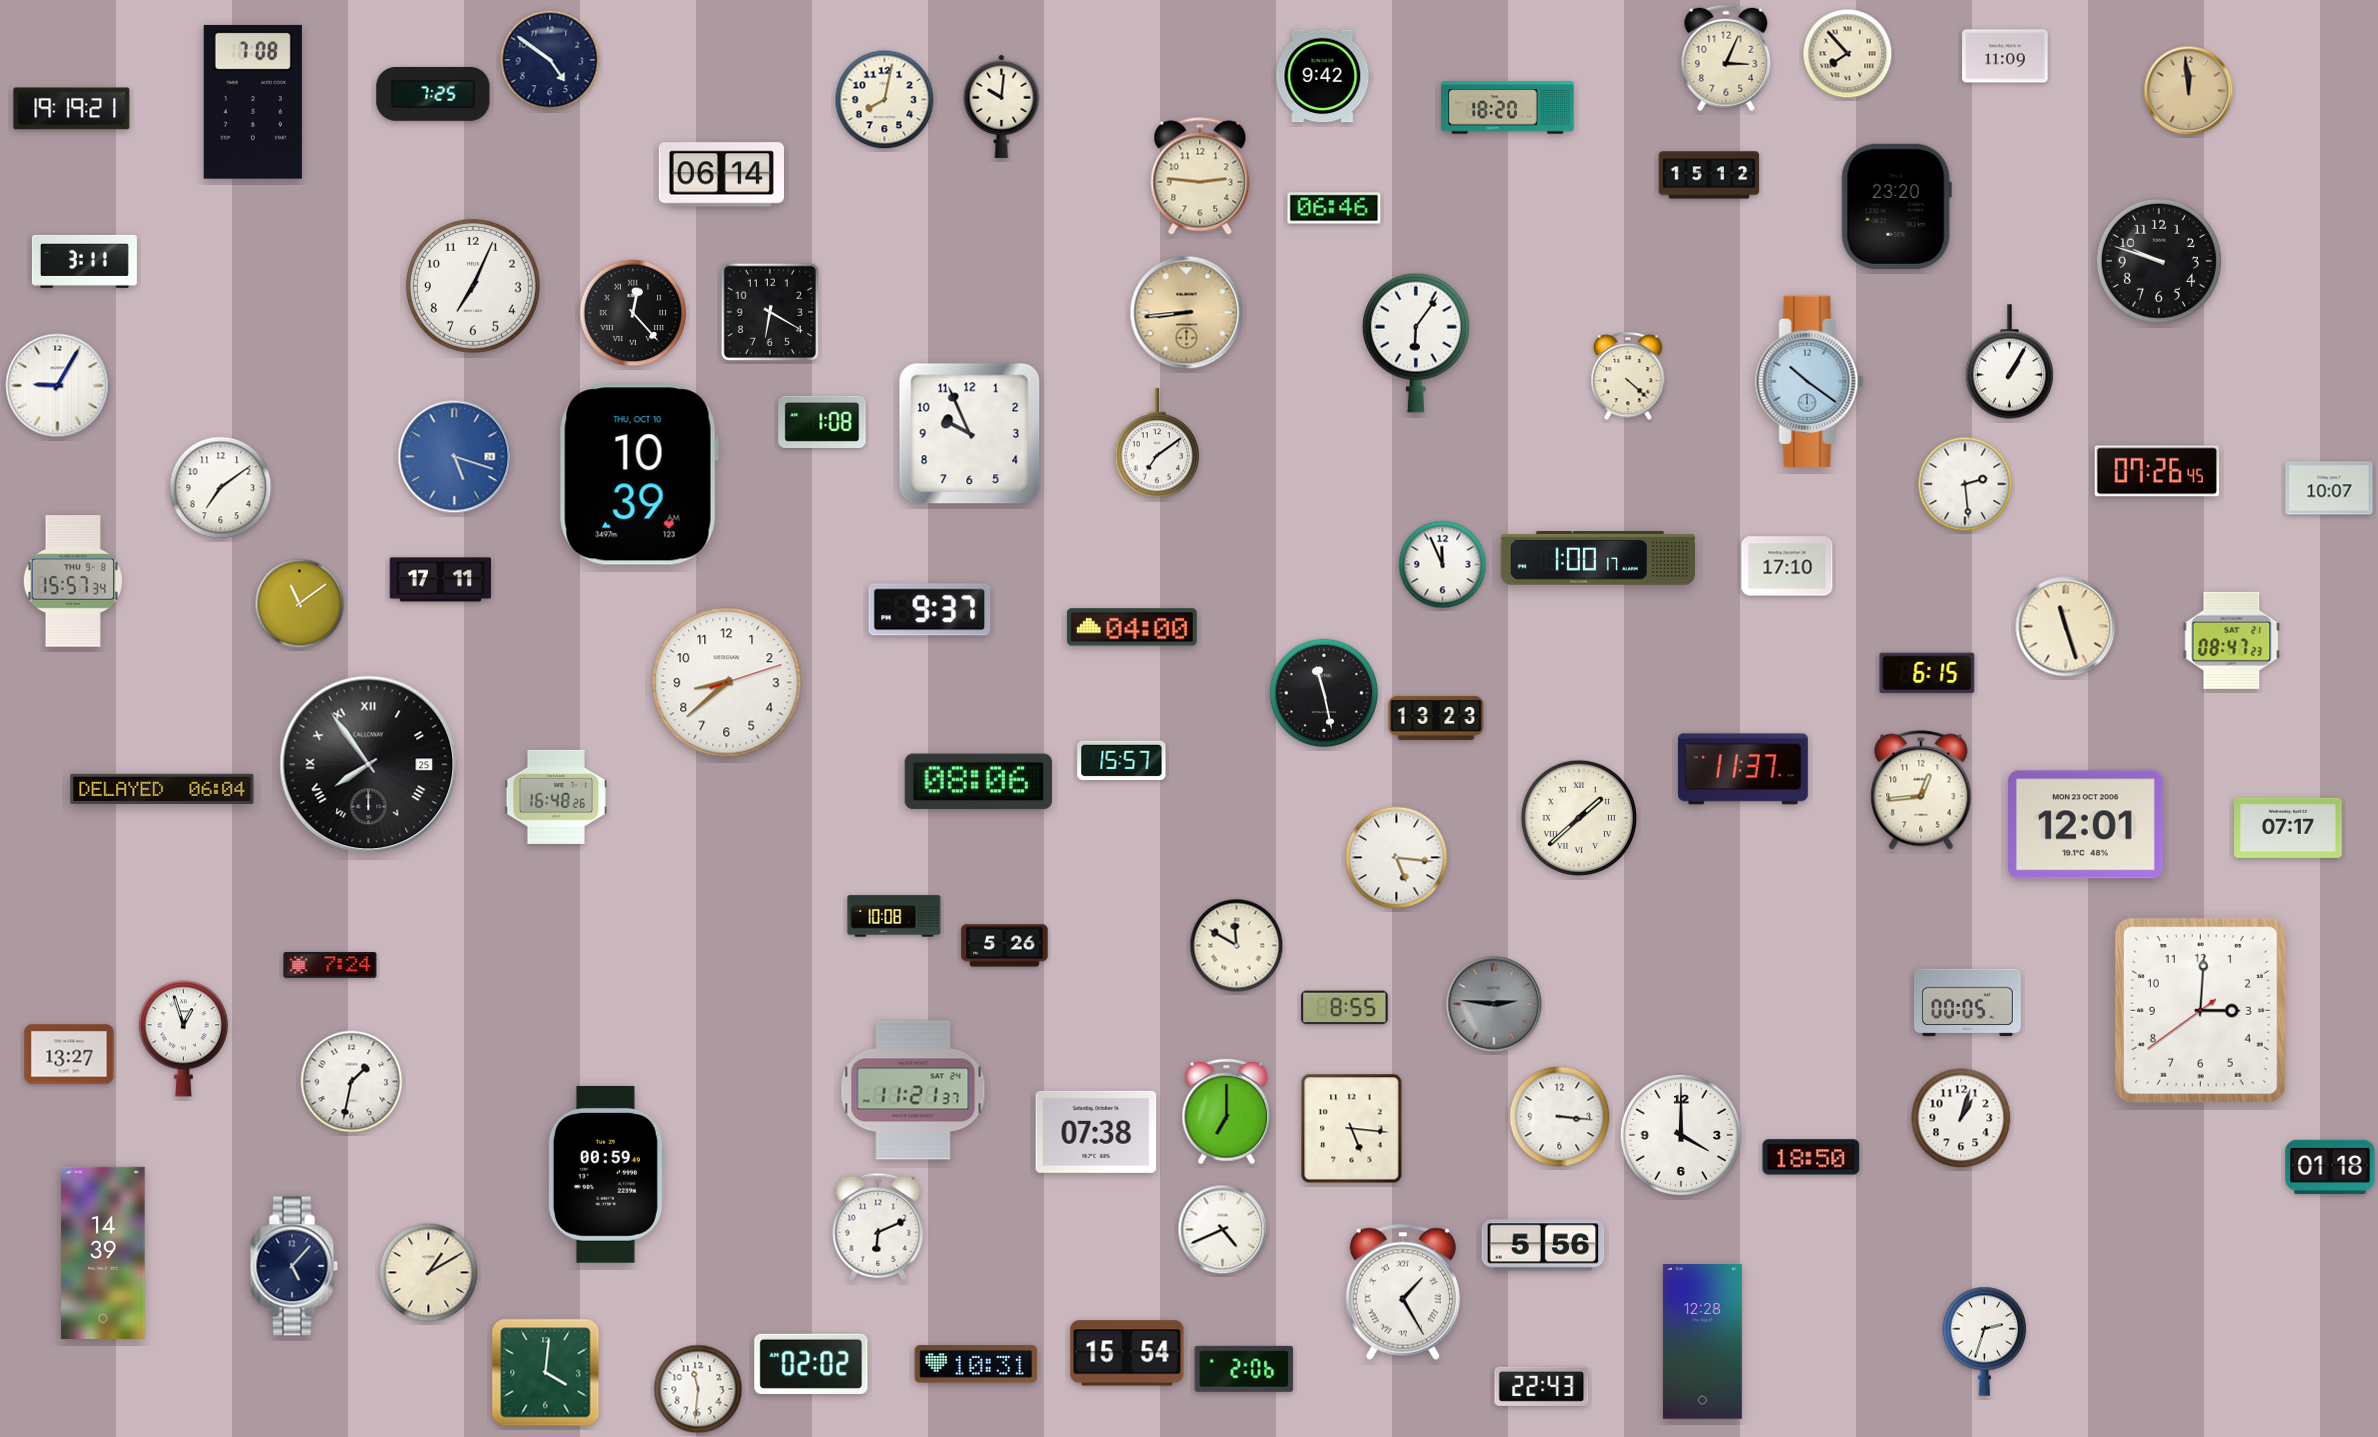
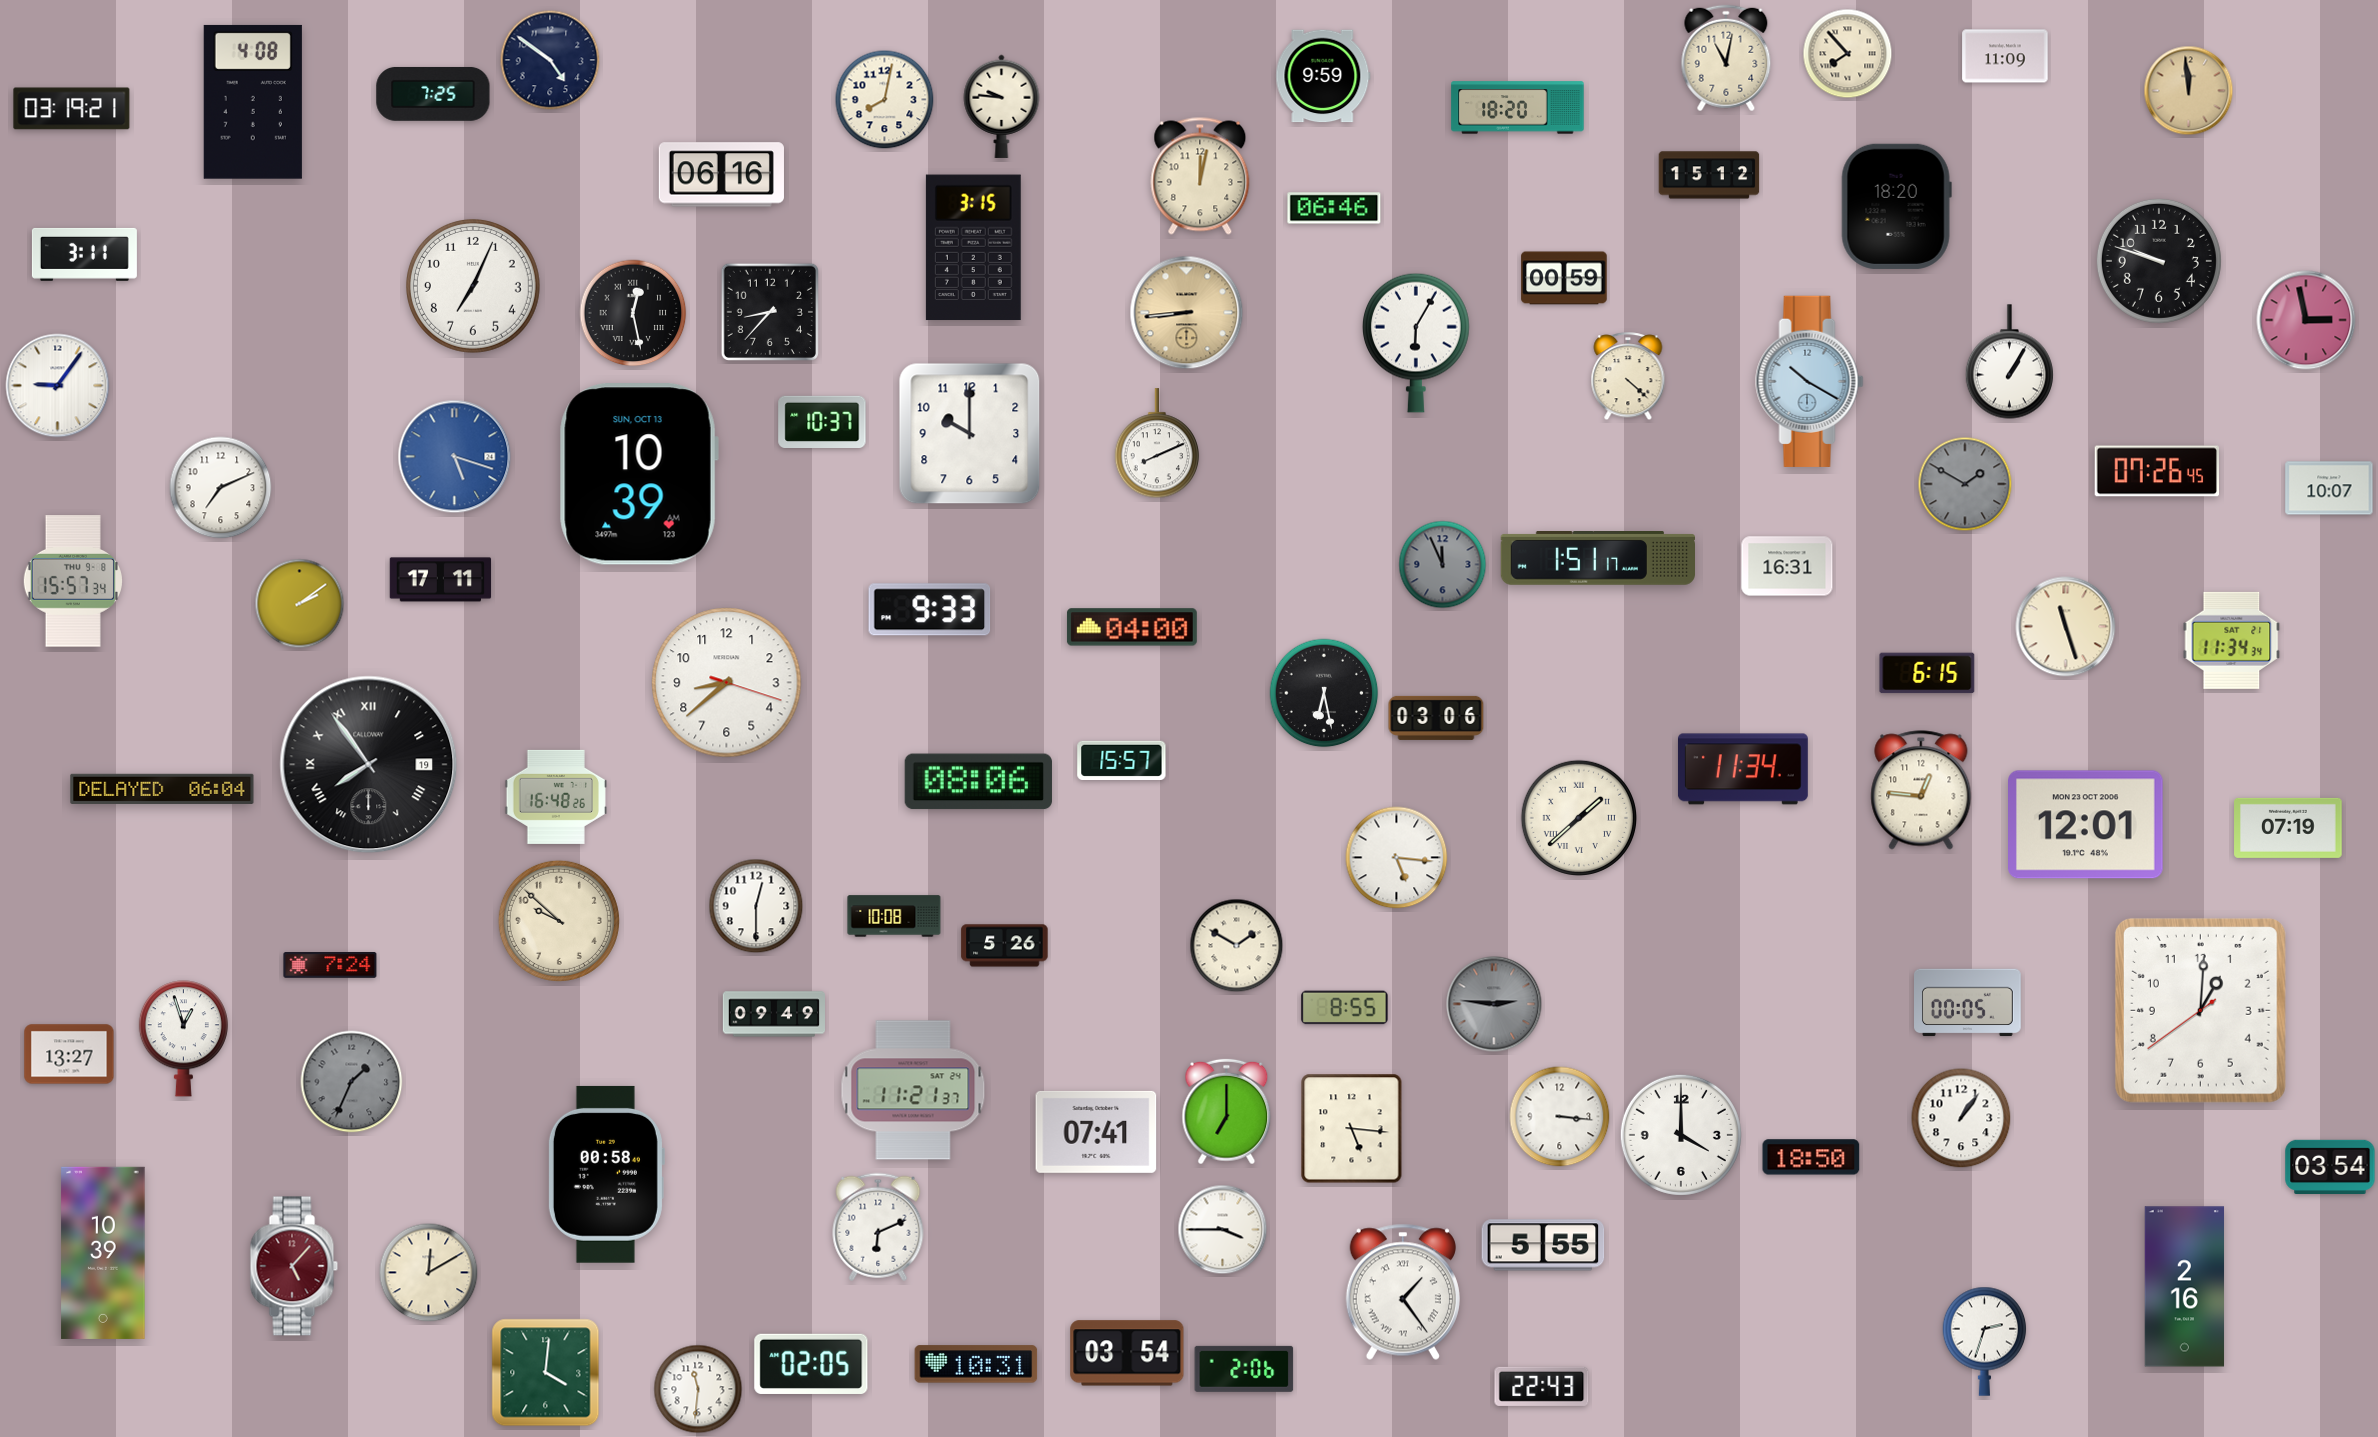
clock at (1726, 58): 3:04 -> 11:02
clock at (1323, 76): 9:42 -> 9:59
clock at (253, 102): 7:08 -> 4:08
clock at (1002, 106): 10:01 -> 9:46
clock at (1508, 108) position: (1508, 108) -> (1518, 108)
clock at (72, 109): 19:19 -> 03:19
clock at (721, 175): 06:14 -> 06:16
clock at (1200, 176): 2:46 -> 12:02
clock at (1896, 206): 23:20 -> 18:20
clock at (973, 248): none -> 3:15
clock at (84, 261) position: (84, 261) -> (84, 254)
clock at (1564, 278): none -> 00:59
clock at (770, 312): 6:20 -> 8:37
clock at (633, 313): 12:23 -> 12:28
clock at (2306, 320): none -> 2:58
clock at (1416, 343): 6:06 -> 6:05
clock at (1810, 381): 10:21 -> 10:20
clock at (58, 386): 9:05 -> 9:06
clock at (822, 421): 1:08 -> 10:37
clock at (970, 434): 9:56 -> 10:00
clock at (1157, 444): 7:09 -> 8:11
clock at (639, 474) date: THU, OCT 10 -> SUN, OCT 13
clock at (1965, 484): 2:29 -> 1:50
clock at (1965, 484) dial: white -> grey
clock at (221, 488): 7:09 -> 7:11
clock at (1597, 559): 1:00 -> 1:51
clock at (1443, 565) dial: white -> grey
clock at (1787, 566): 17:10 -> 16:31
clock at (300, 604): 11:09 -> 2:09
clock at (930, 610): 9:37 -> 9:33
clock at (2232, 640): 08:47 -> 11:34
clock at (727, 683): 8:38:12 -> 8:38:18
clock at (1324, 693): 11:28 -> 6:28
clock at (1436, 718): 13:23 -> 03:06
clock at (369, 765) date: 25 -> 19
clock at (1743, 769): 11:37 -> 11:34
clock at (1921, 790): 12:44 -> 12:46
clock at (2288, 828): 07:17 -> 07:19
clock at (756, 906): none -> 12:30
clock at (559, 921): none -> 9:52
clock at (1237, 946): 11:50 -> 1:50
clock at (2200, 1010): 3:00 -> 1:00
clock at (773, 1014): none -> 09:49
clock at (352, 1082): 1:32 -> 1:34
clock at (352, 1082) dial: white -> grey
clock at (1961, 1118): 1:03 -> 1:06
clock at (1096, 1132): 07:38 -> 07:41
clock at (2330, 1166): 01:18 -> 03:54
clock at (606, 1174): 00:59 -> 00:58
clock at (1223, 1230): 4:41 -> 3:45
clock at (1543, 1245): 5:56 -> 5:55
clock at (103, 1253): 14:39 -> 10:39
clock at (294, 1266) dial: navy -> burgundy
clock at (429, 1273): 1:10 -> 12:10
clock at (2185, 1287): none -> 2:16
clock at (1403, 1292): 1:25 -> 1:24
clock at (1702, 1342): 12:28 -> none
clock at (1127, 1353): 15:54 -> 03:54
clock at (811, 1364): 02:02 -> 02:05
